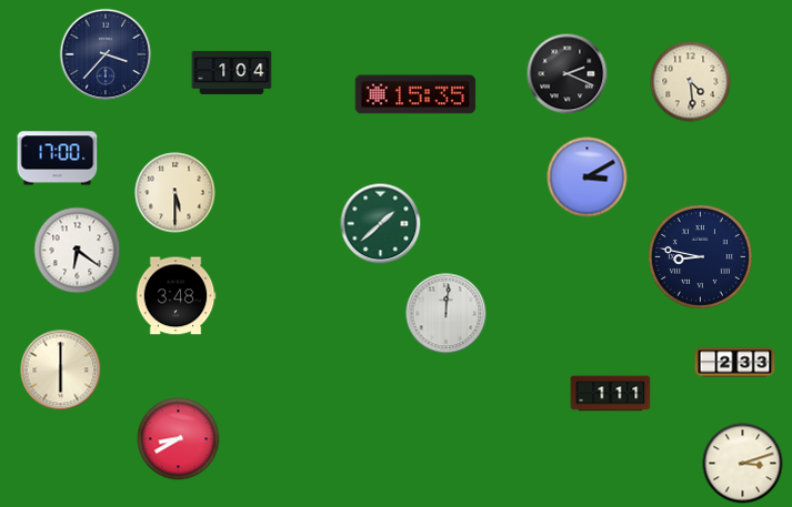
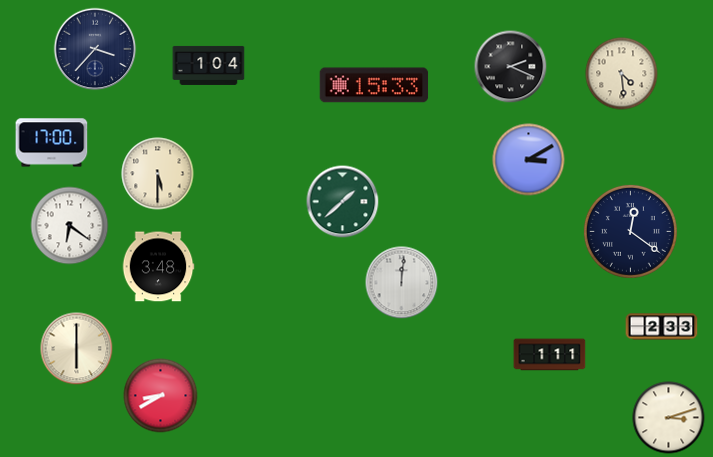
clock at (415, 94): 15:35 -> 15:33
clock at (700, 256): 8:47 -> 12:21
clock at (61, 371) position: (61, 371) -> (77, 349)
